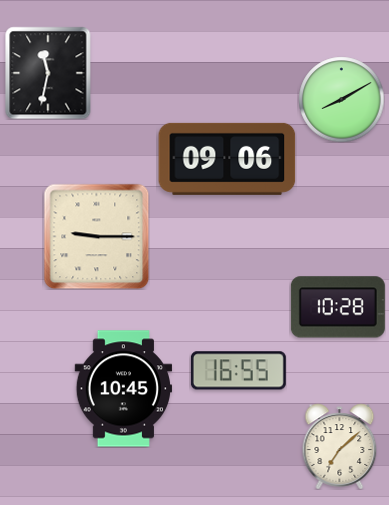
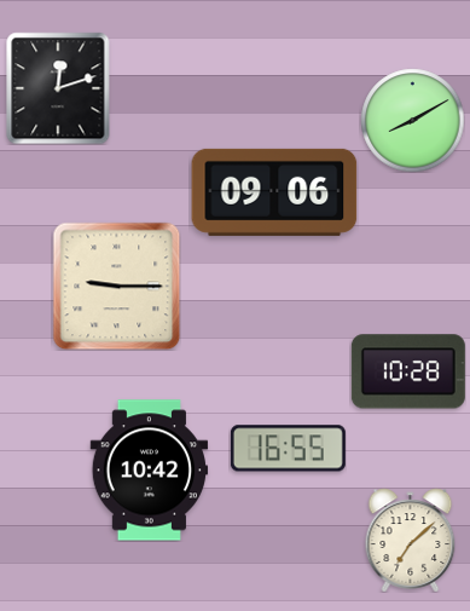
clock at (48, 73): 11:32 -> 12:12
clock at (124, 389): 10:45 -> 10:42
